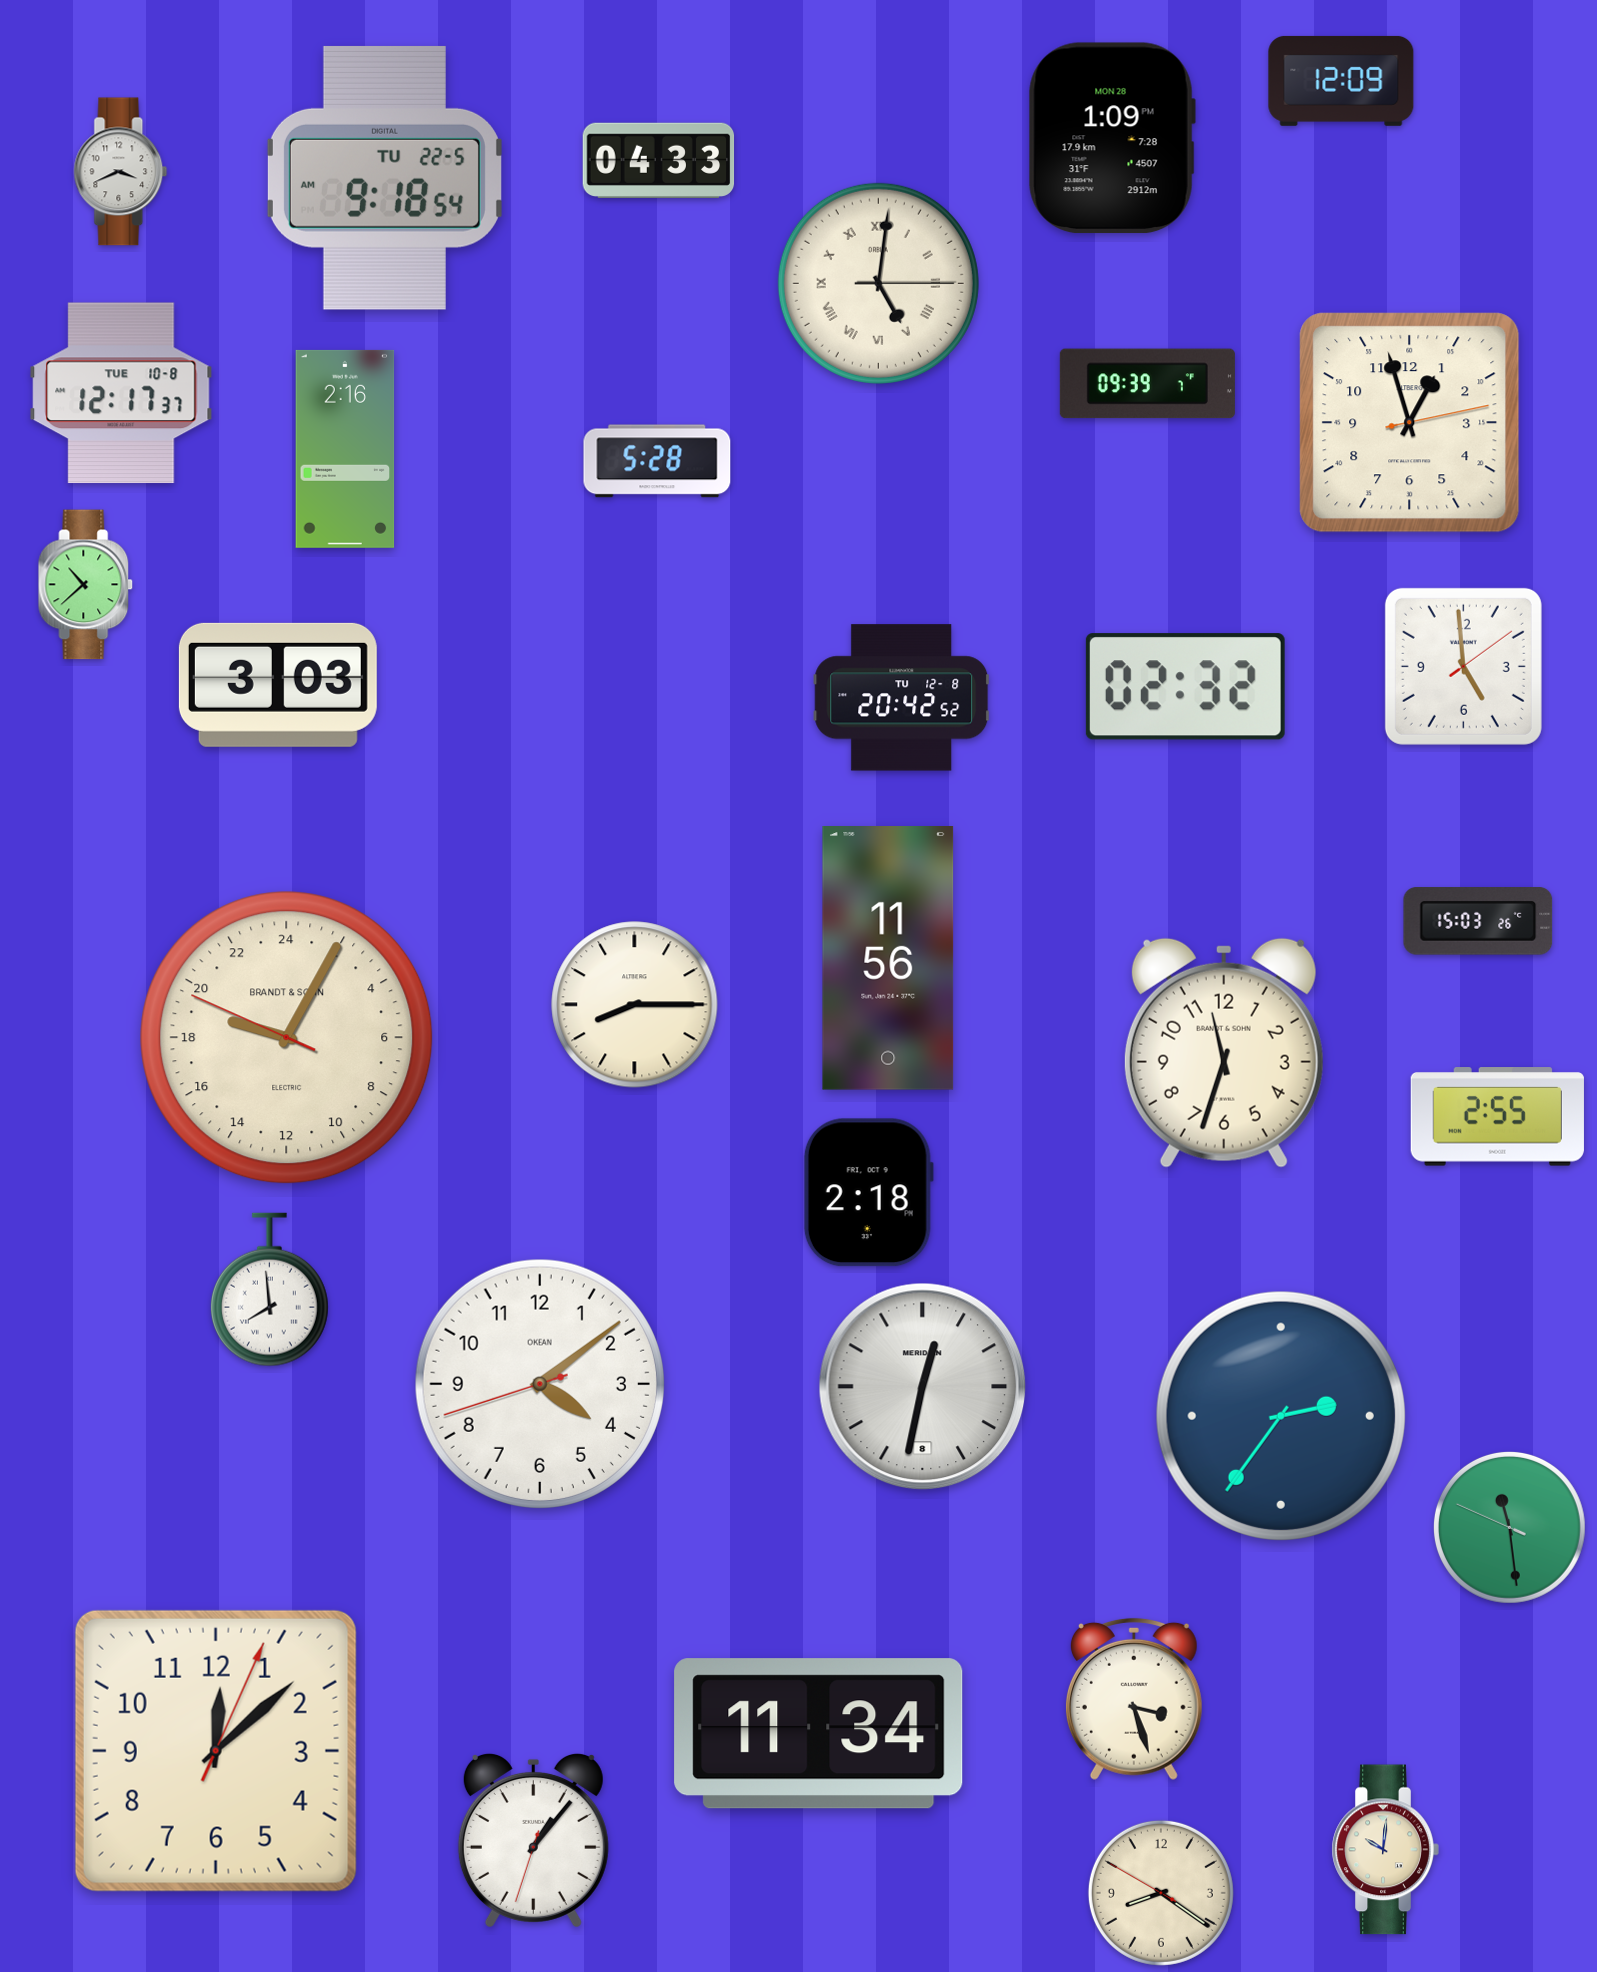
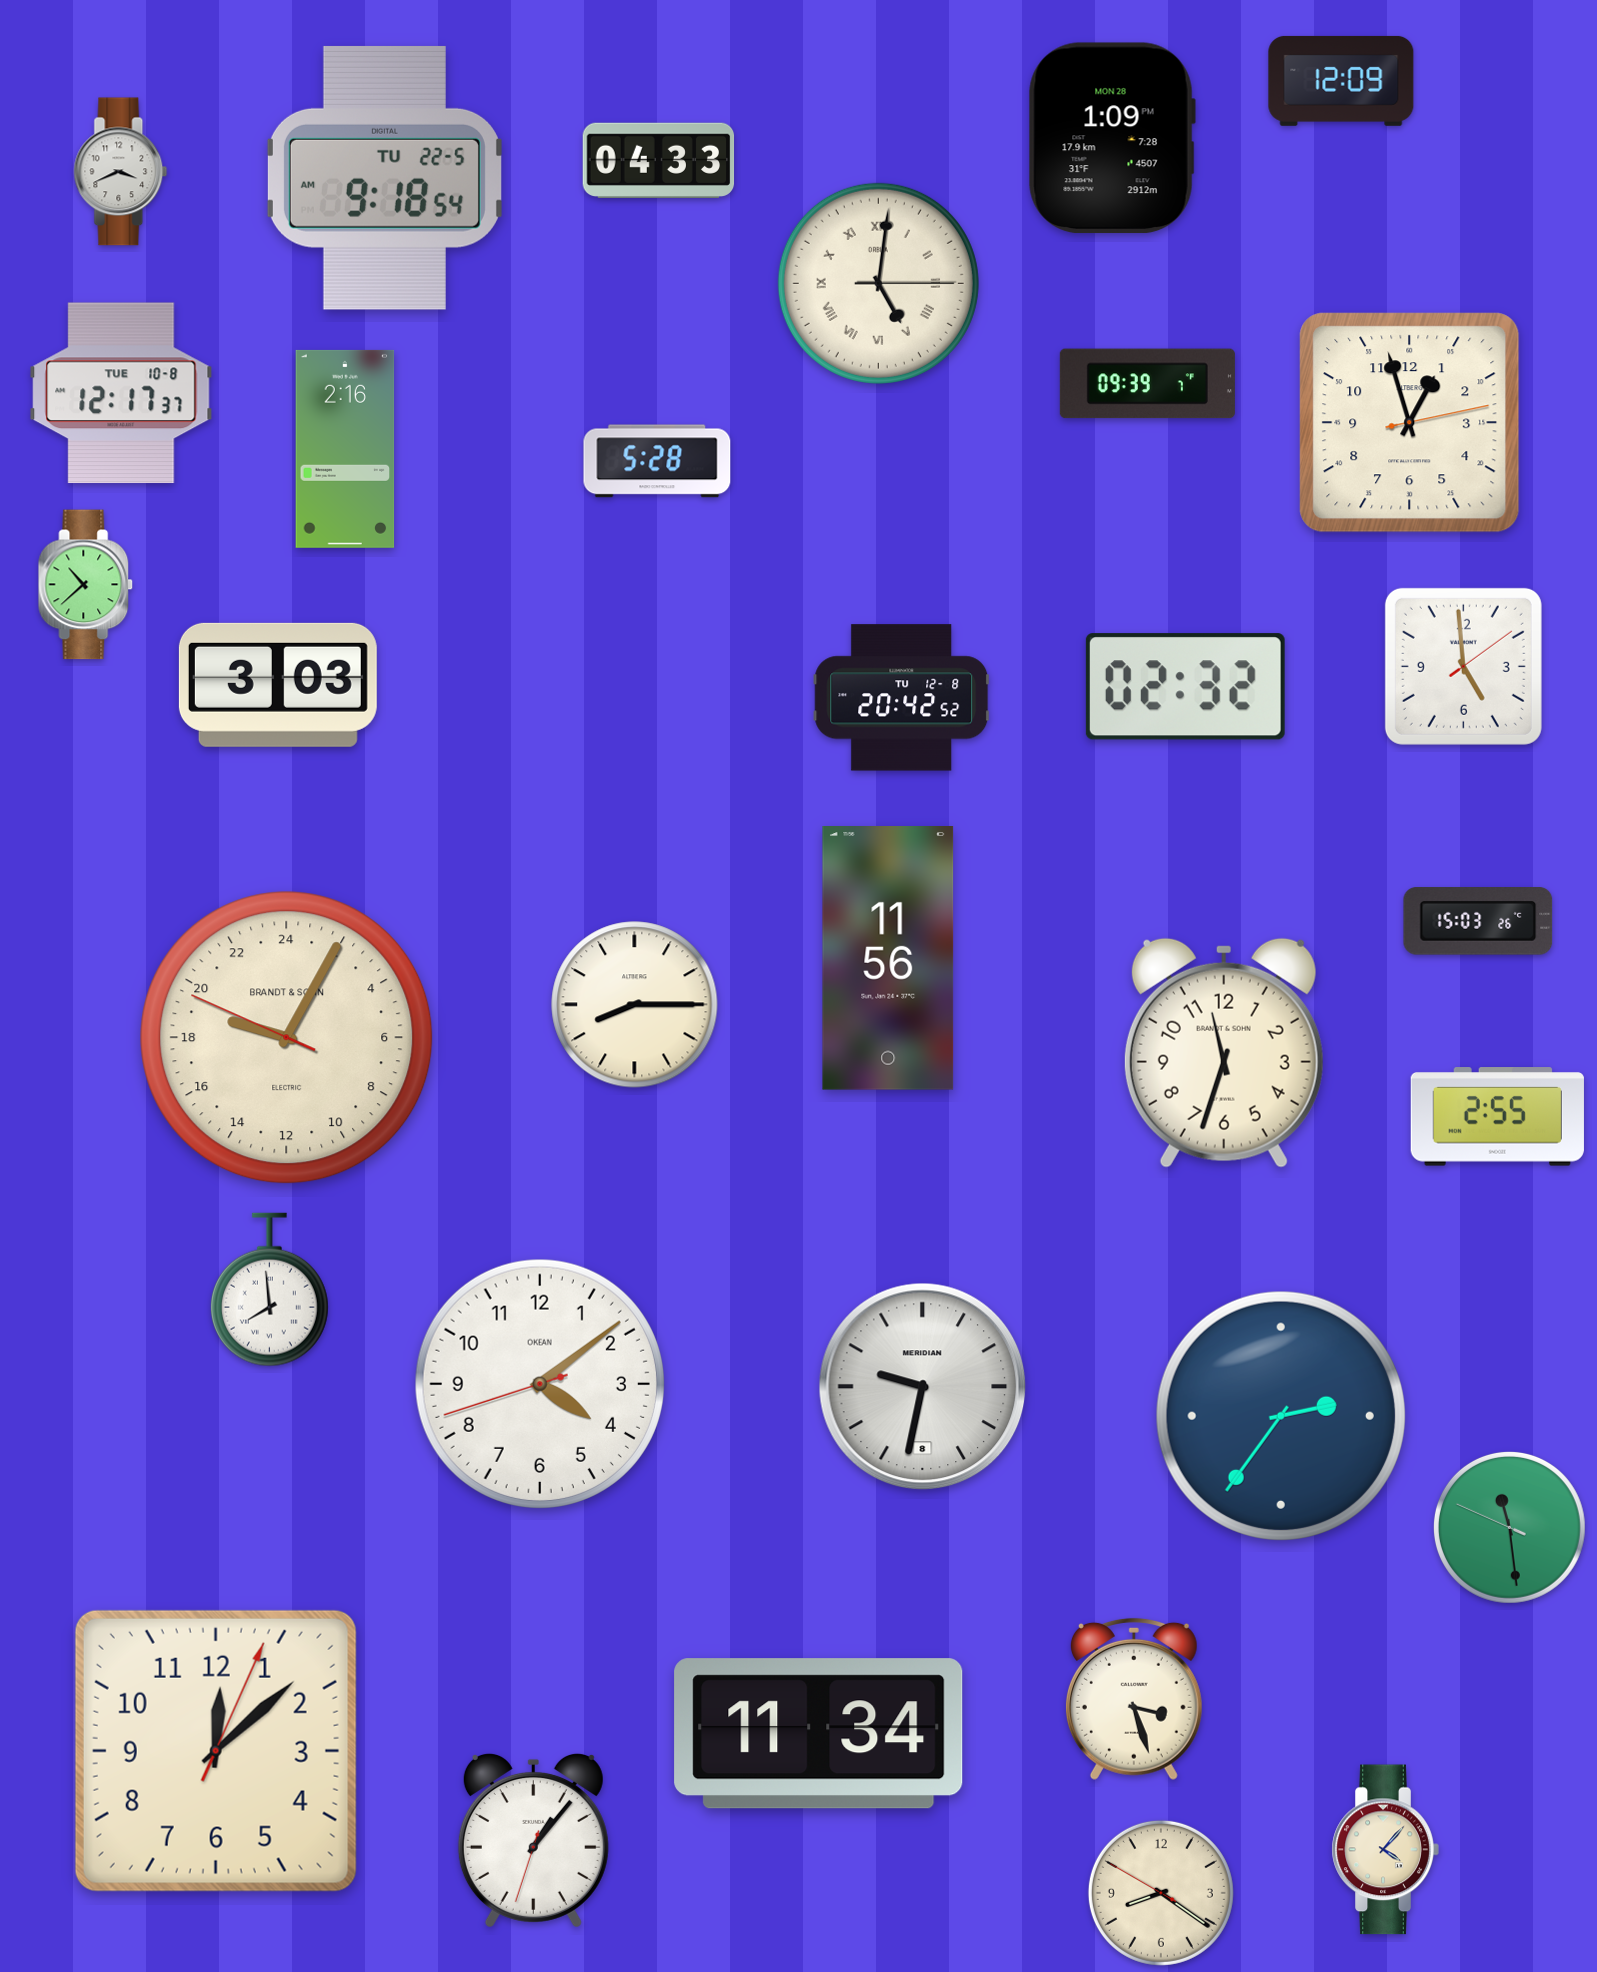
clock at (868, 1193): 2:18 -> none
clock at (923, 1387): 12:32 -> 9:32
clock at (1385, 1850): 10:01 -> 4:07
